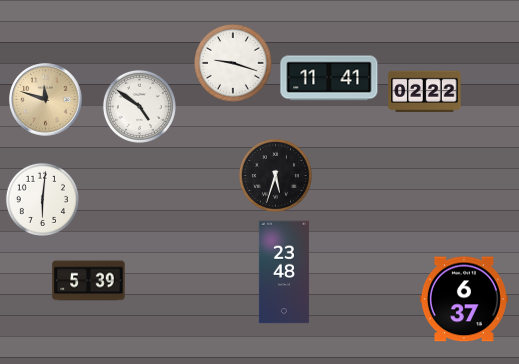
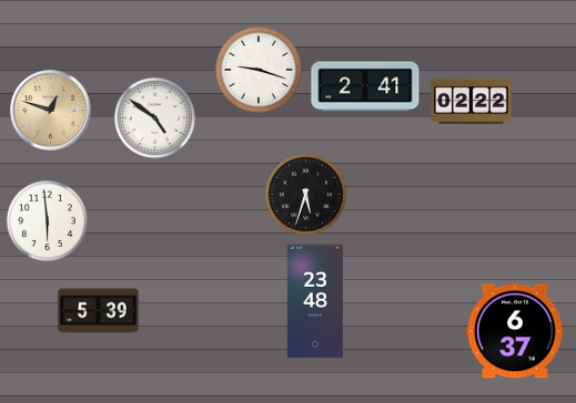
clock at (329, 78): 11:41 -> 2:41
clock at (46, 100): 11:48 -> 12:48
clock at (42, 199): 6:01 -> 5:59
